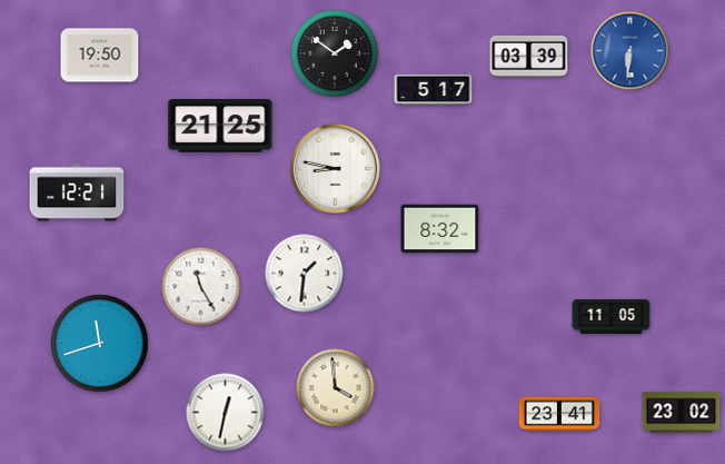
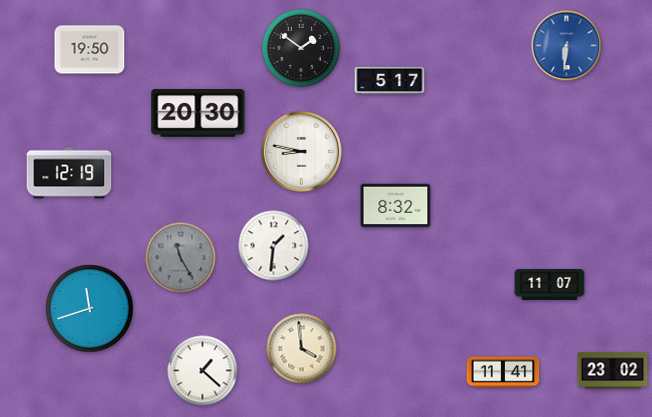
clock at (529, 56): 03:39 -> none
clock at (220, 127): 21:25 -> 20:30
clock at (77, 192): 12:21 -> 12:19
clock at (201, 287) dial: white -> grey
clock at (612, 316): 11:05 -> 11:07
clock at (226, 413): 12:32 -> 1:22
clock at (559, 414): 23:41 -> 11:41
